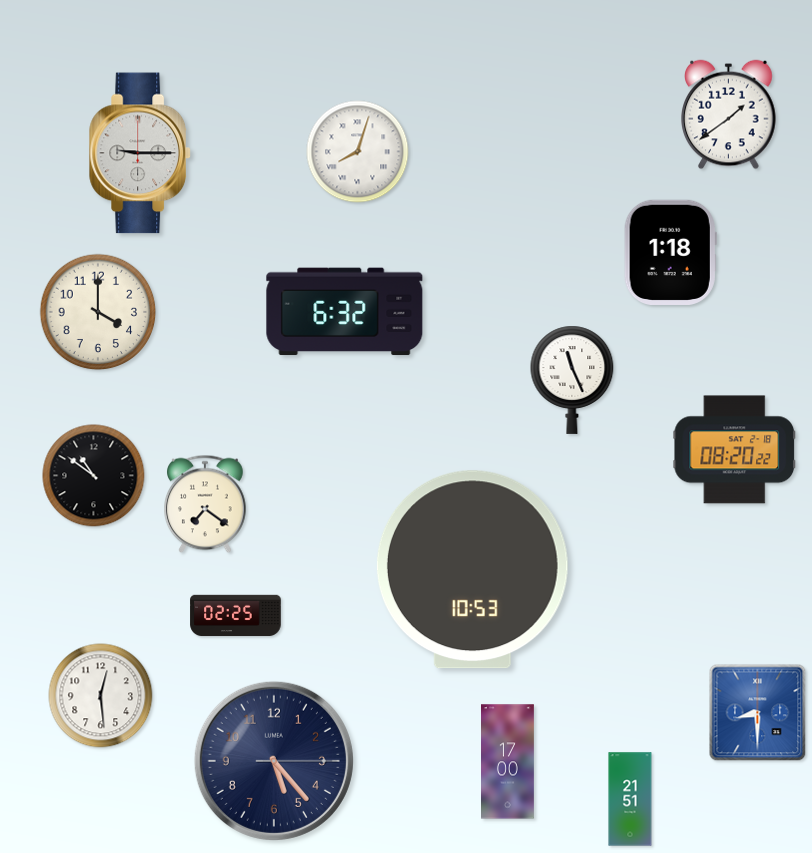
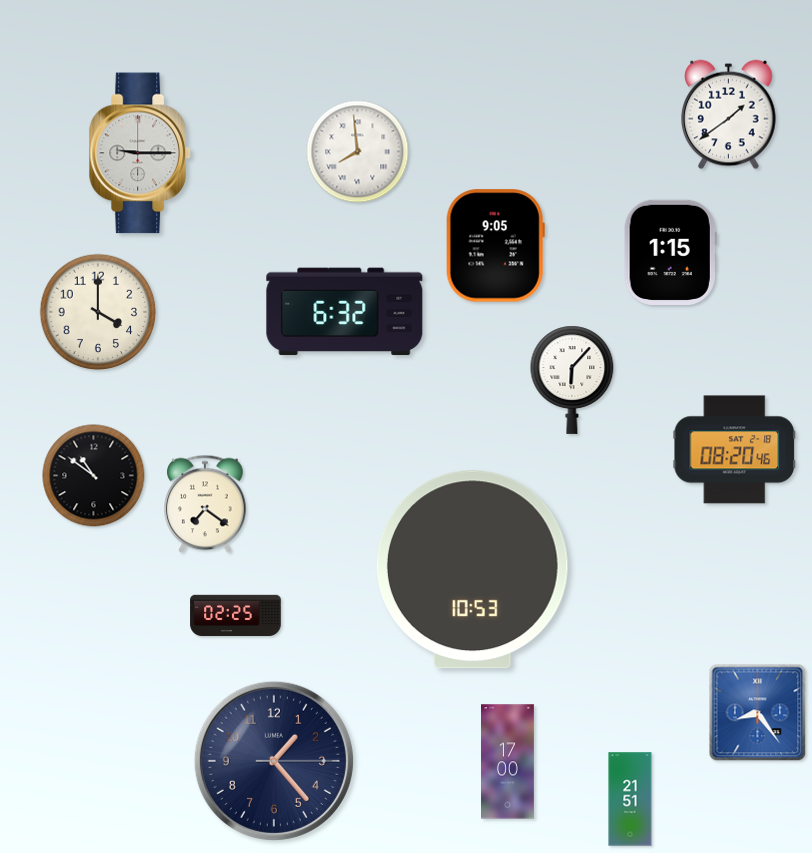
clock at (358, 152): 8:03 -> 7:59
clock at (495, 246): none -> 9:05
clock at (670, 252): 1:18 -> 1:15
clock at (572, 380): 11:26 -> 6:07
clock at (735, 450): 08:20:22 -> 08:20:46
clock at (101, 696): 12:29 -> none
clock at (758, 713): 8:30 -> 8:24
clock at (274, 761): 5:23 -> 1:23
